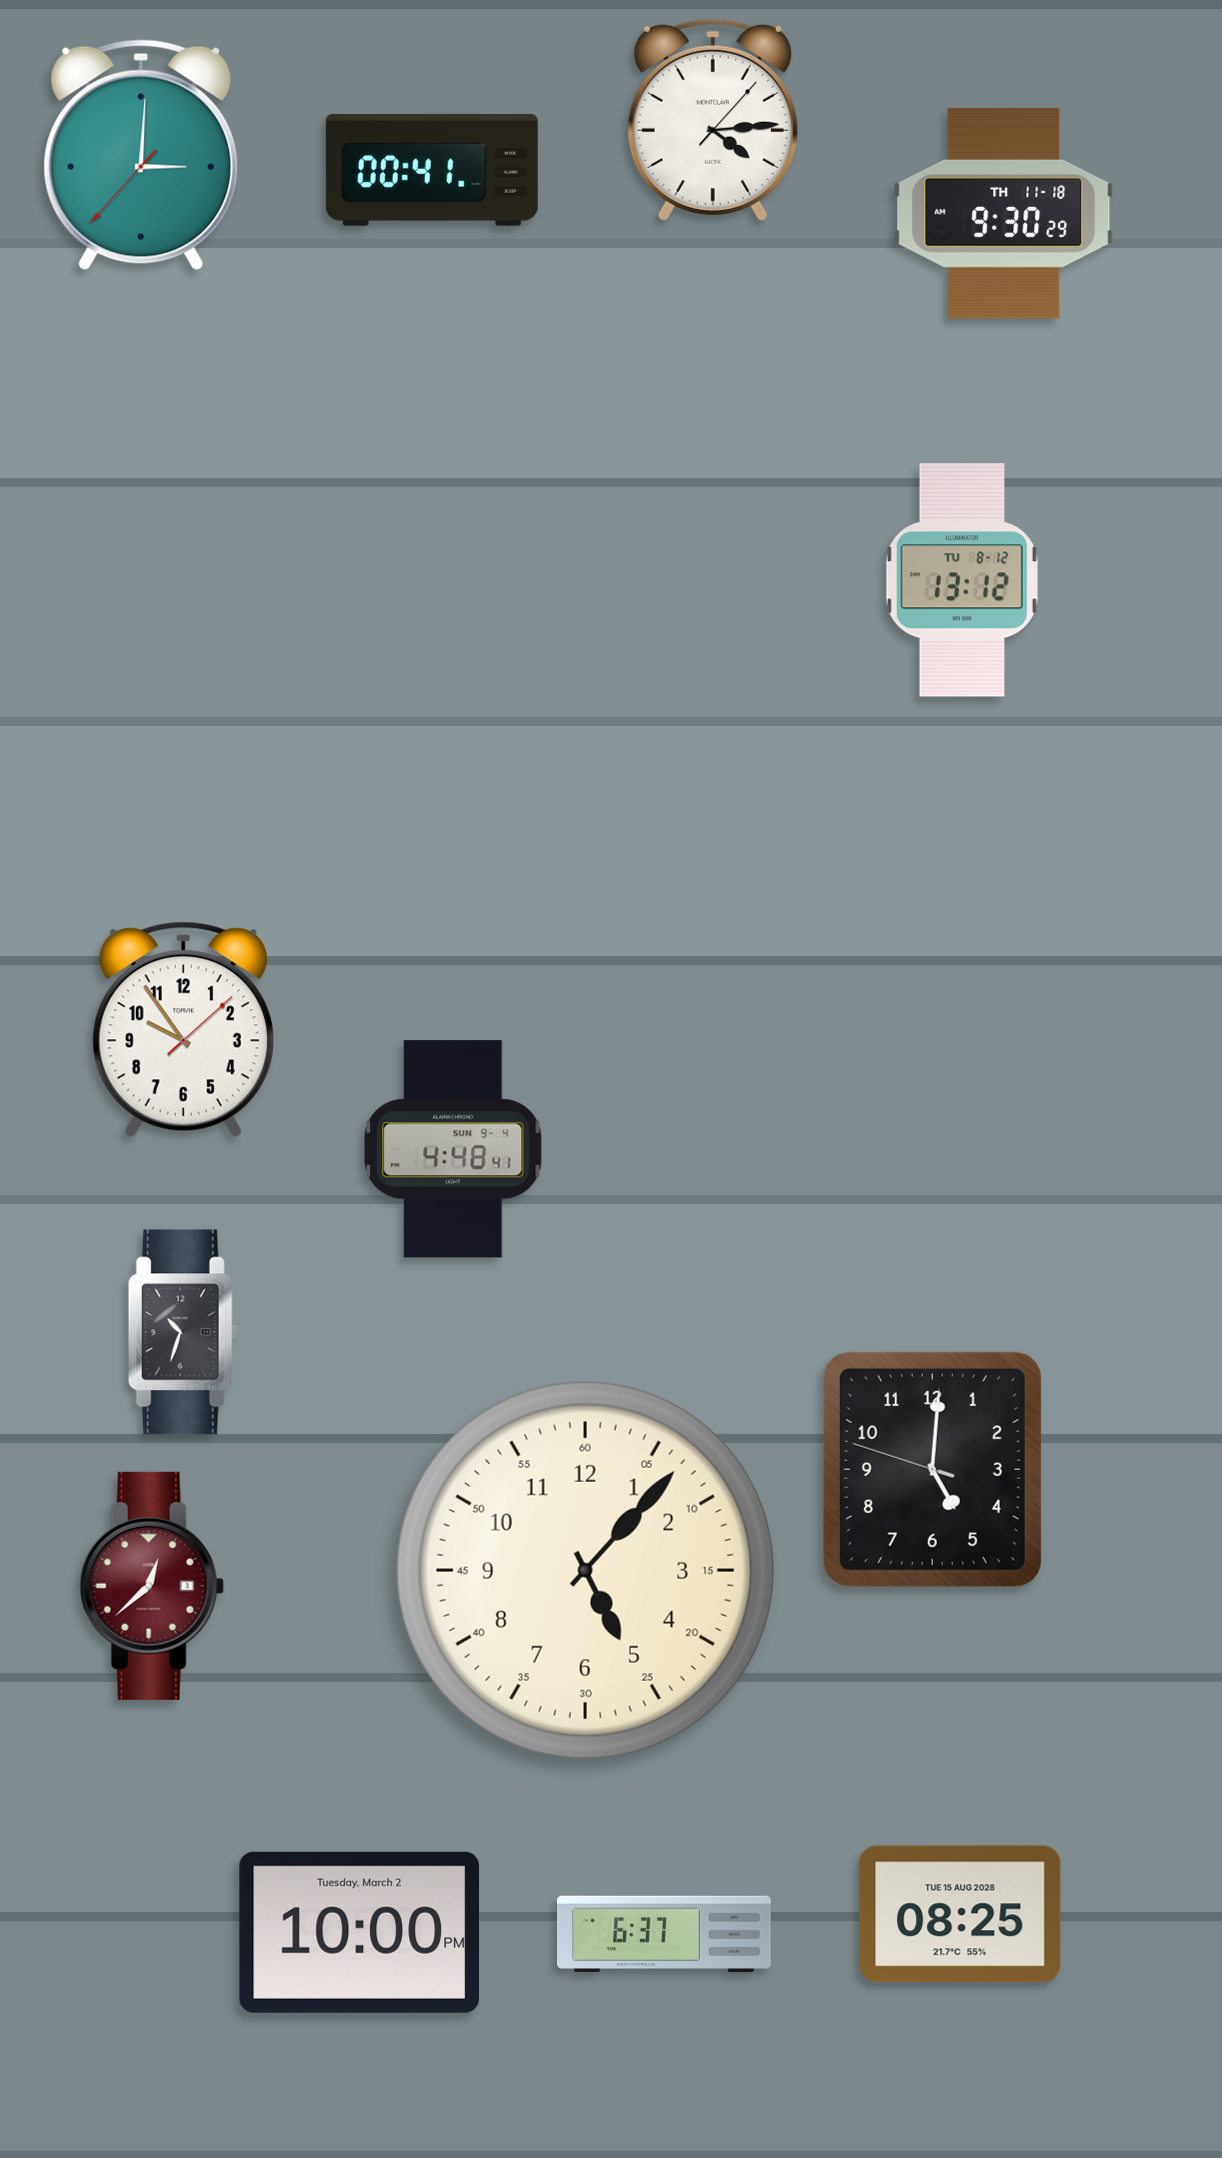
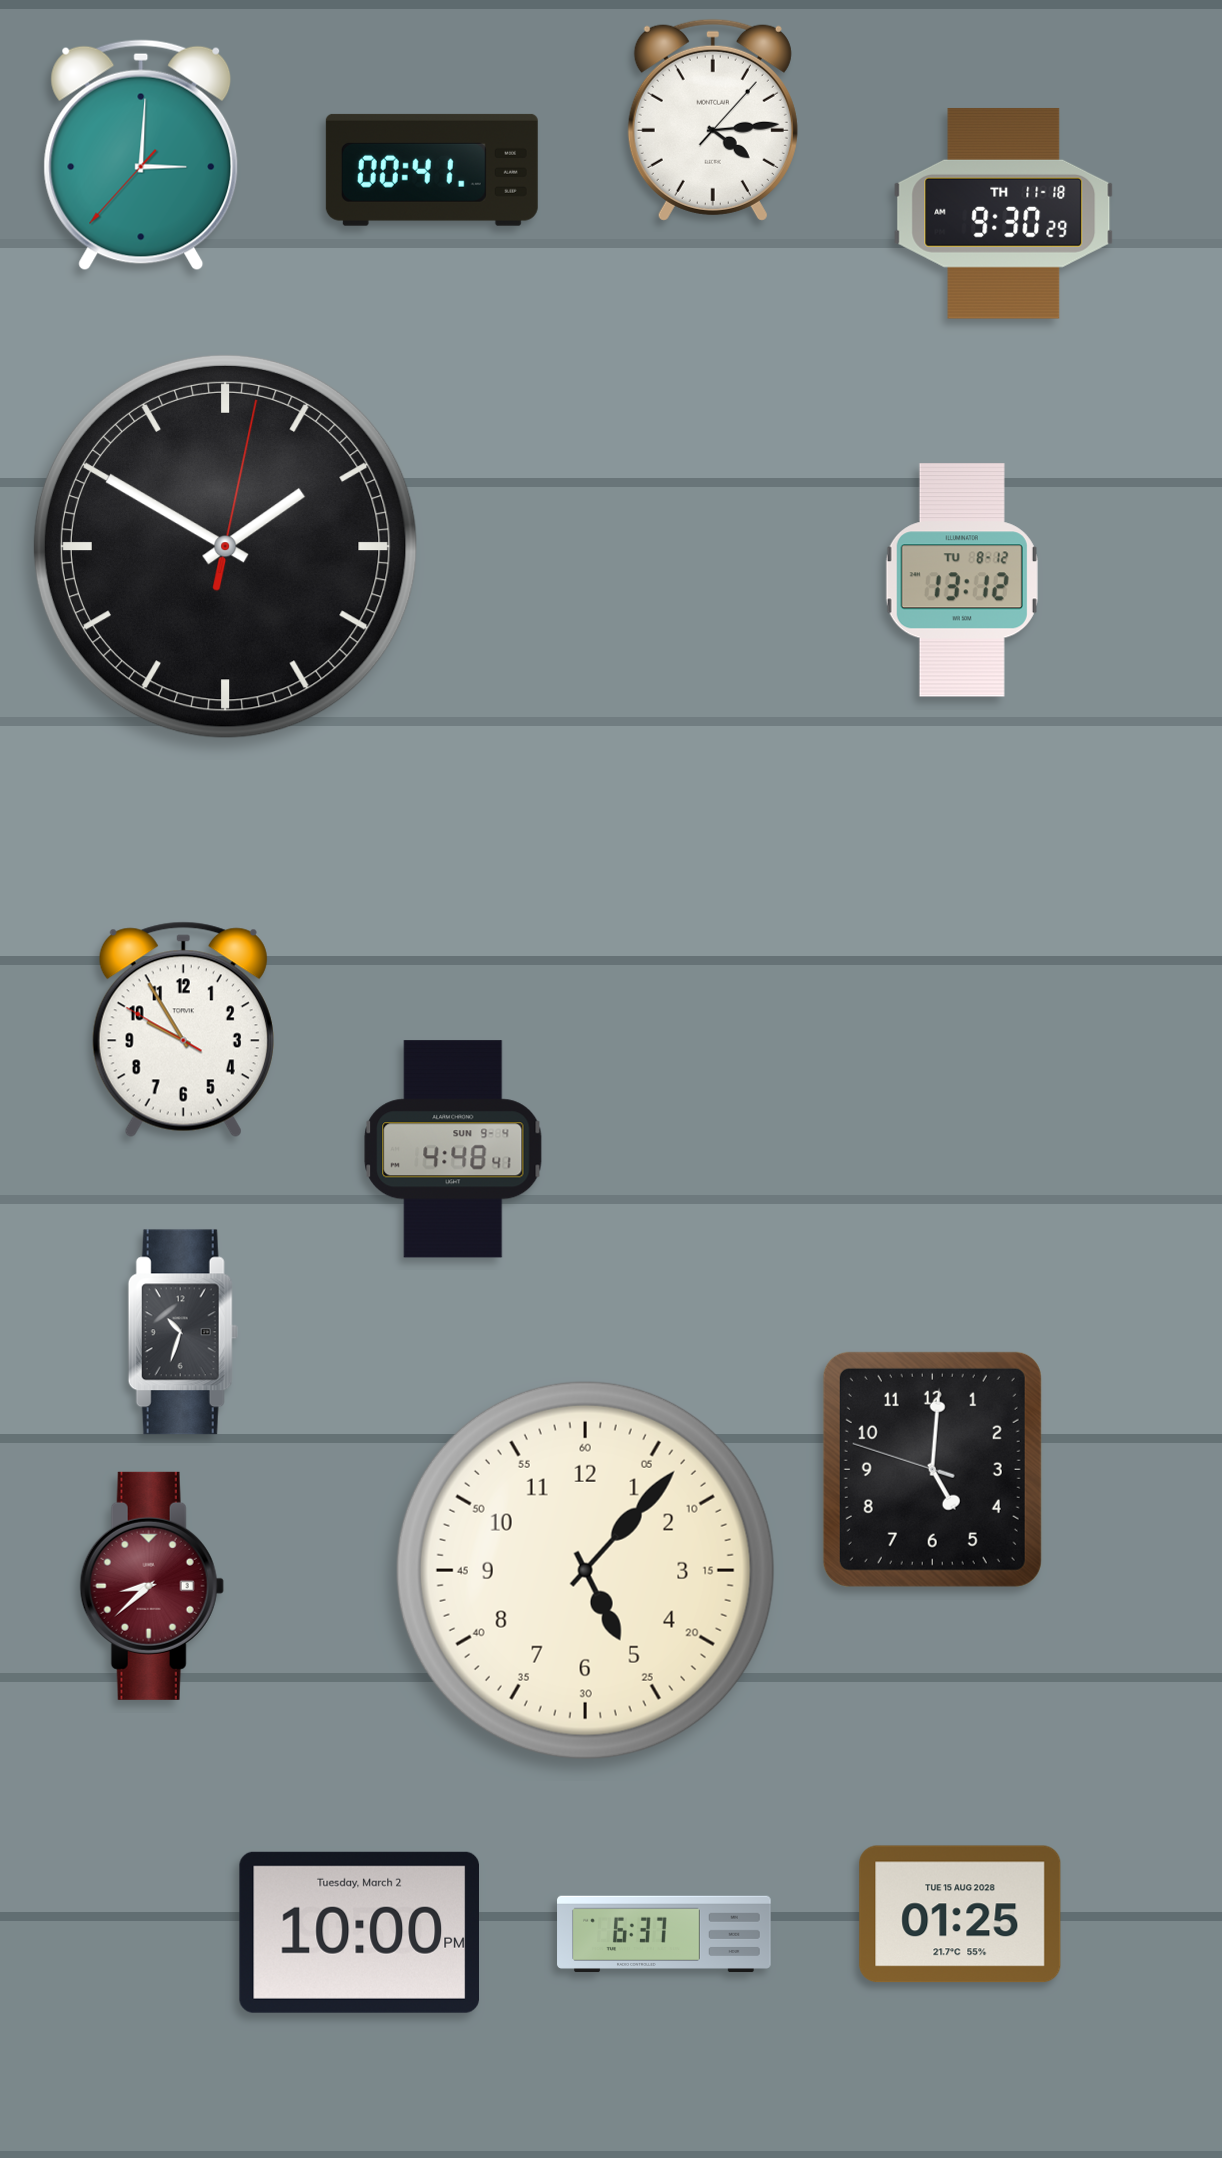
clock at (225, 546): none -> 1:50
clock at (183, 1030): 9:54:08 -> 9:54:50
clock at (152, 1586): 12:38 -> 8:38
clock at (960, 1914): 08:25 -> 01:25
